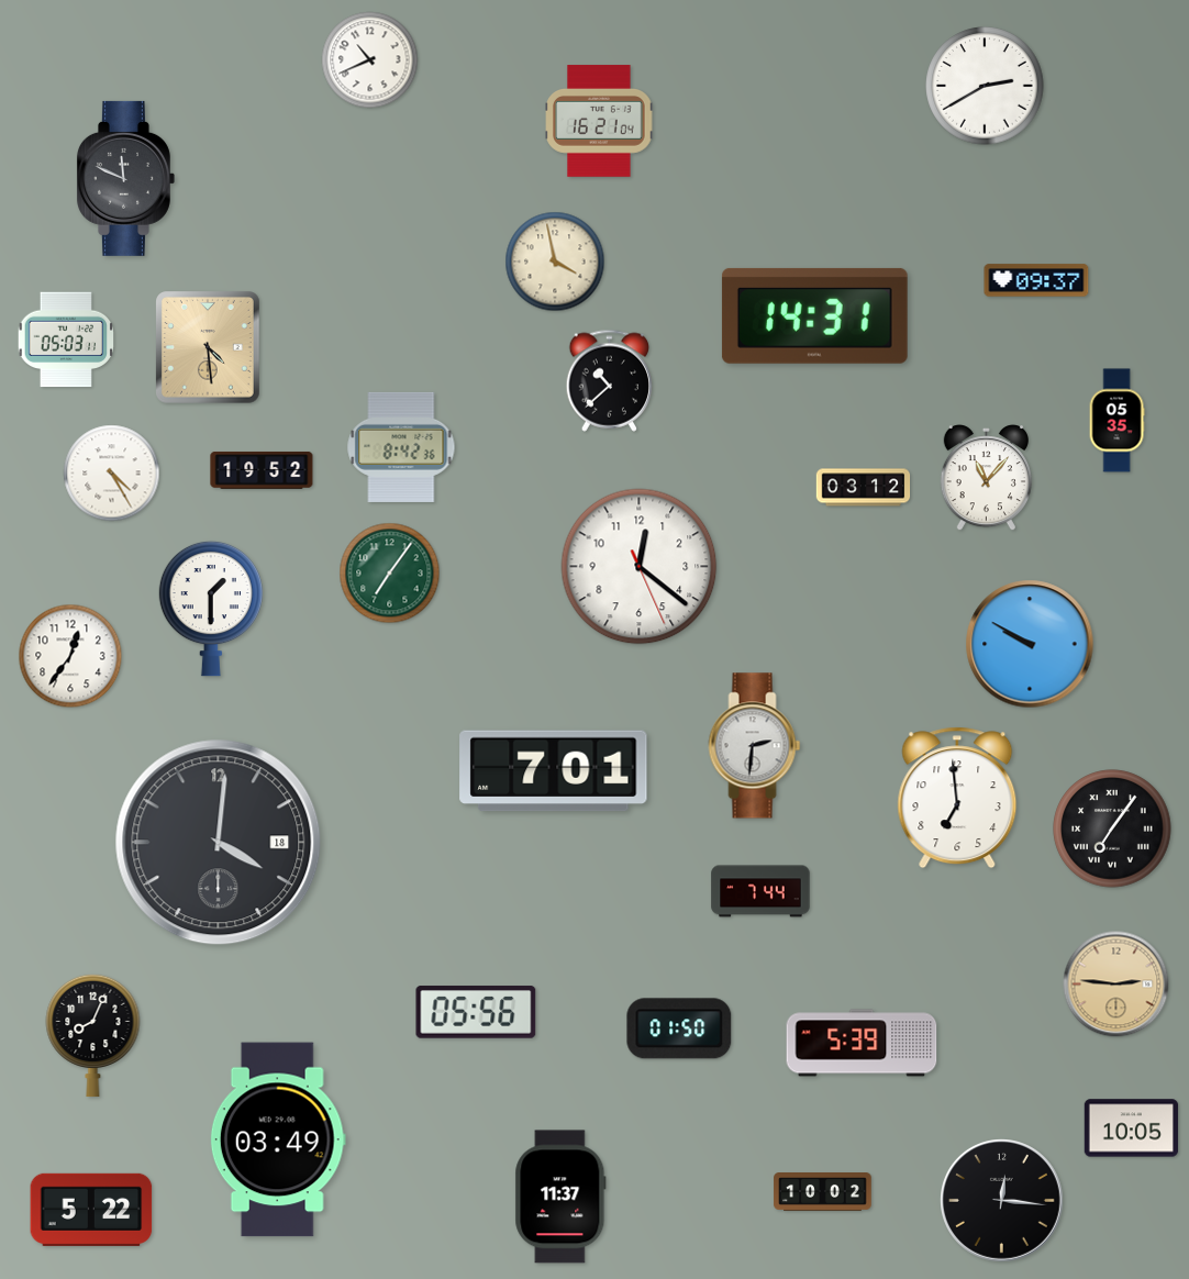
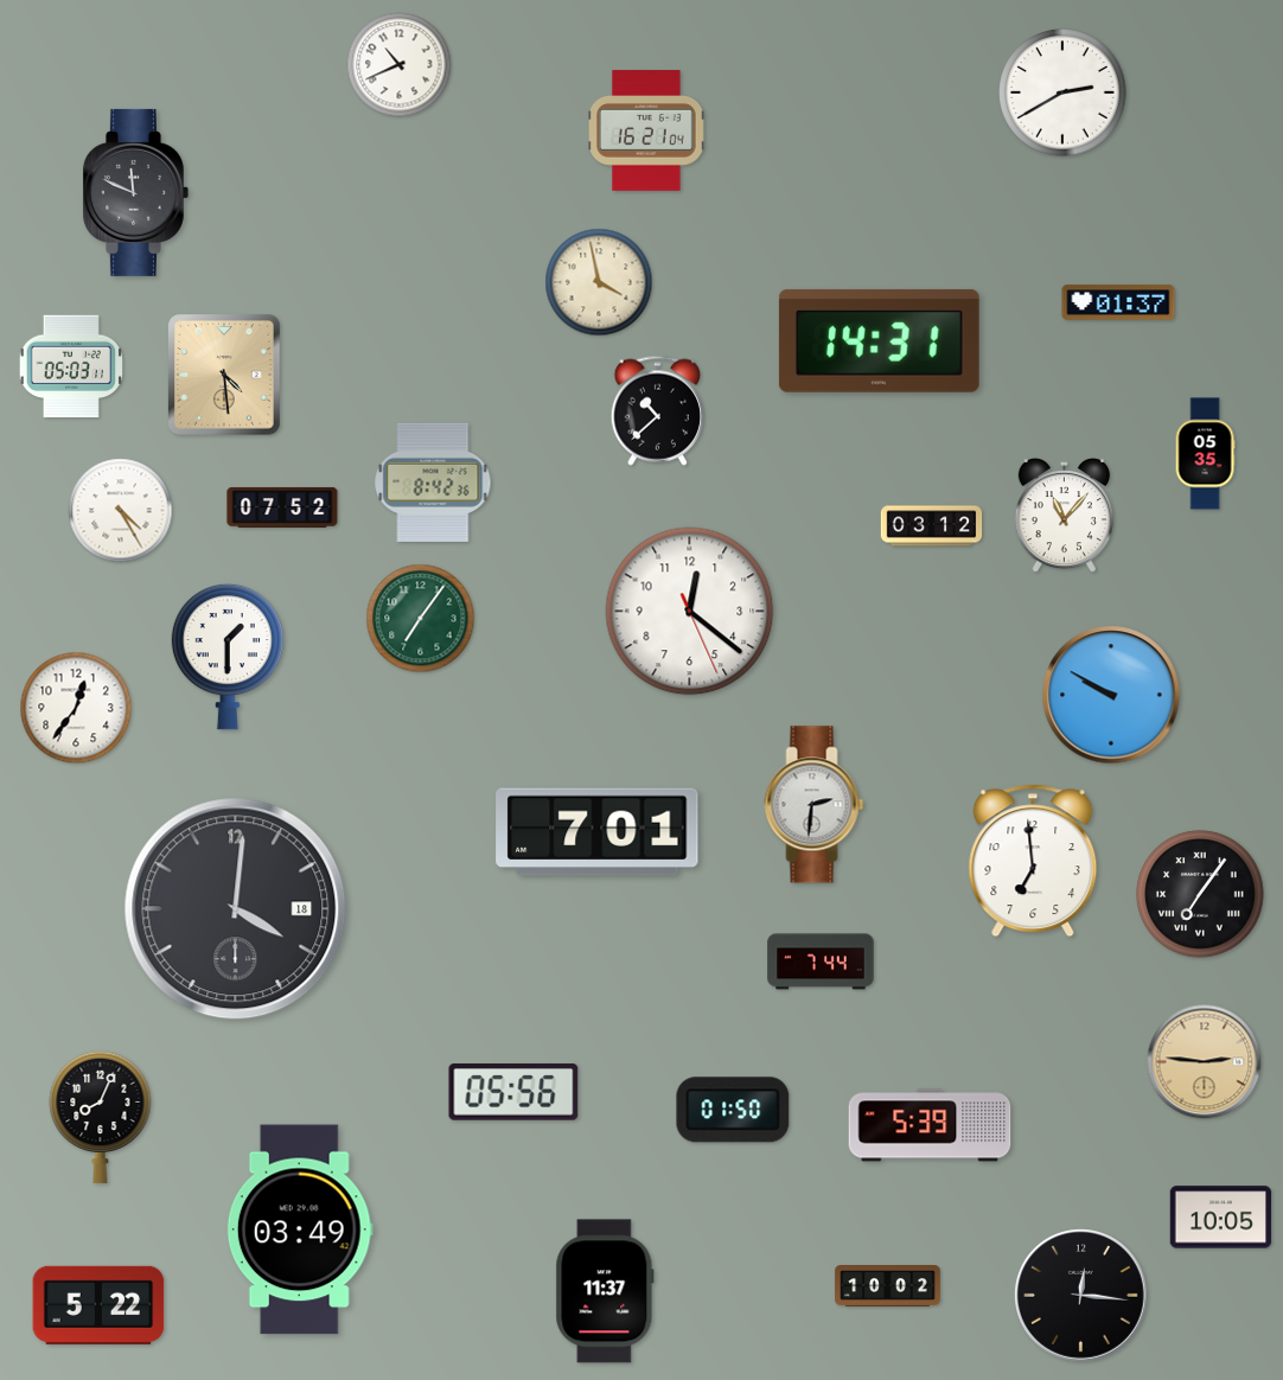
clock at (1036, 280): 09:37 -> 01:37
clock at (262, 470): 19:52 -> 07:52
